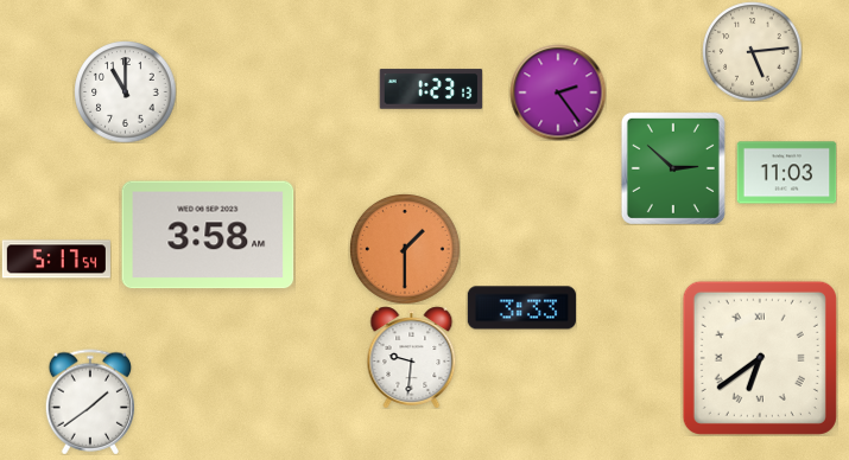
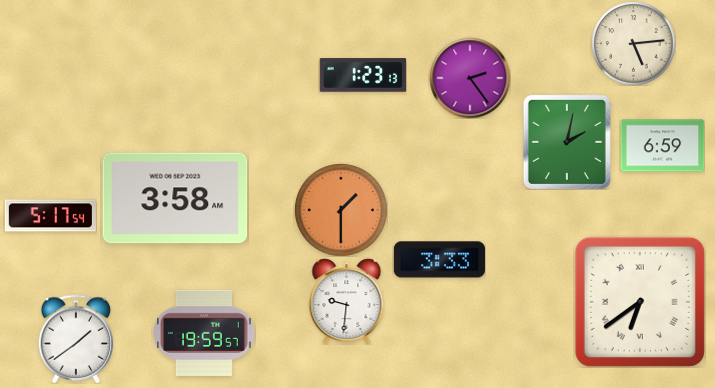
clock at (125, 91): 11:00 -> none
clock at (673, 168): 2:52 -> 2:02
clock at (786, 173): 11:03 -> 6:59
clock at (56, 260) position: (56, 260) -> (50, 216)
clock at (204, 332): none -> 19:59
